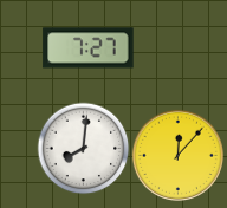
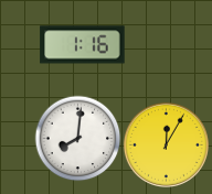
clock at (89, 48): 7:27 -> 1:16
clock at (177, 155): 12:07 -> 12:05
